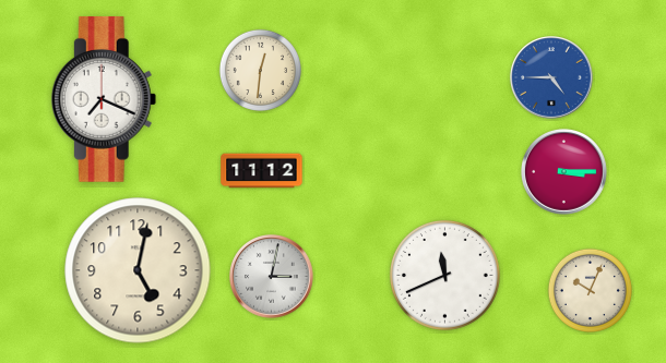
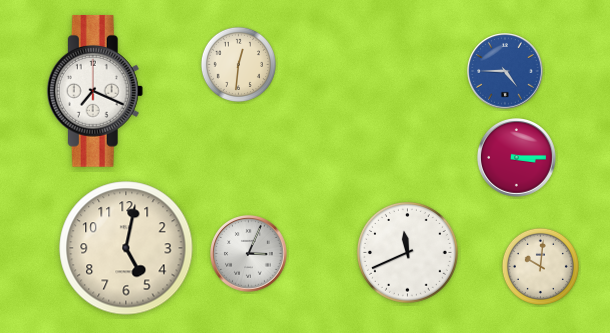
clock at (262, 171): 11:12 -> none
clock at (272, 277): 3:02 -> 3:04
clock at (590, 290): 10:04 -> 10:01
